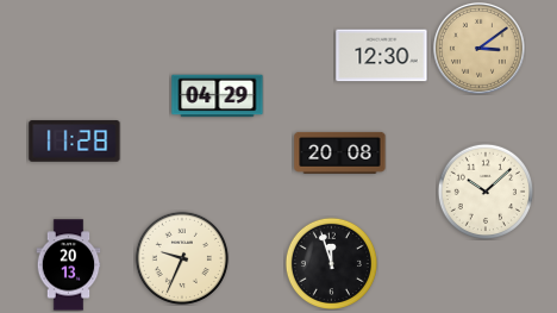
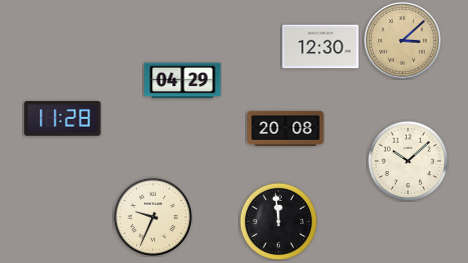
clock at (480, 49): 3:09 -> 3:08
clock at (331, 263): 11:57 -> 11:59
clock at (69, 265): 20:13 -> none
